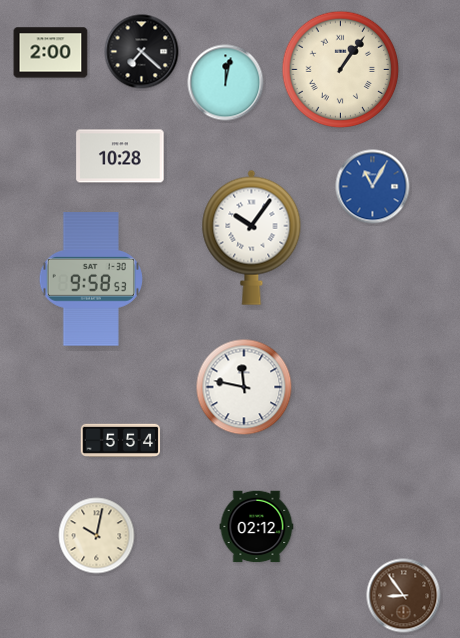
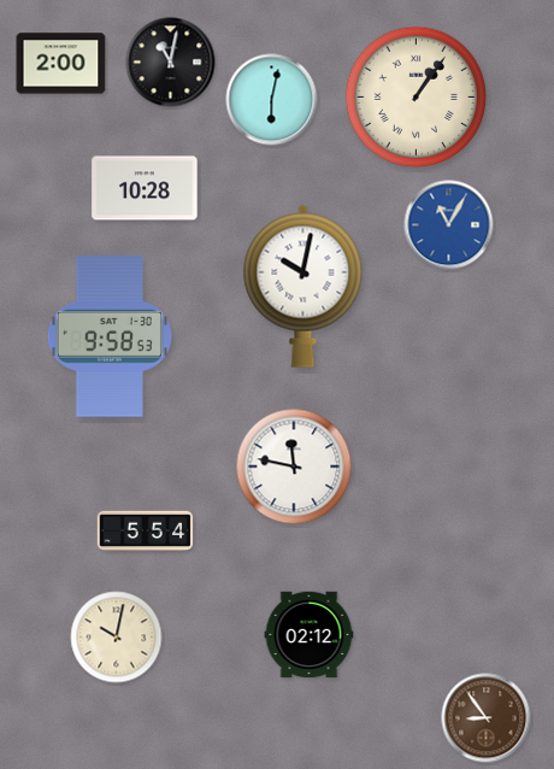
clock at (142, 52): 7:22 -> 11:02
clock at (341, 70) position: (341, 70) -> (417, 98)
clock at (226, 83): 12:02 -> 6:02
clock at (252, 237): 10:06 -> 10:02
clock at (97, 536) position: (97, 536) -> (117, 638)
